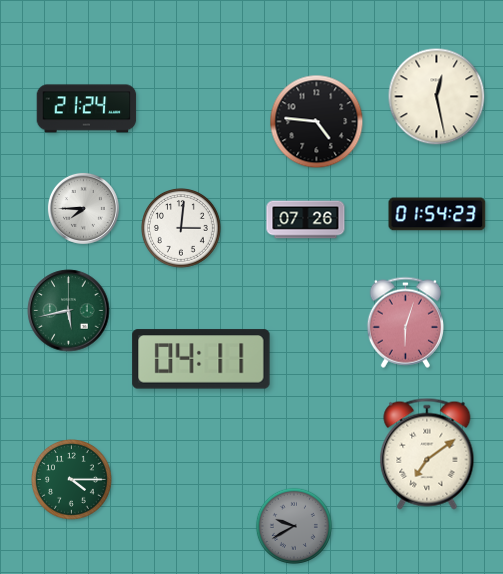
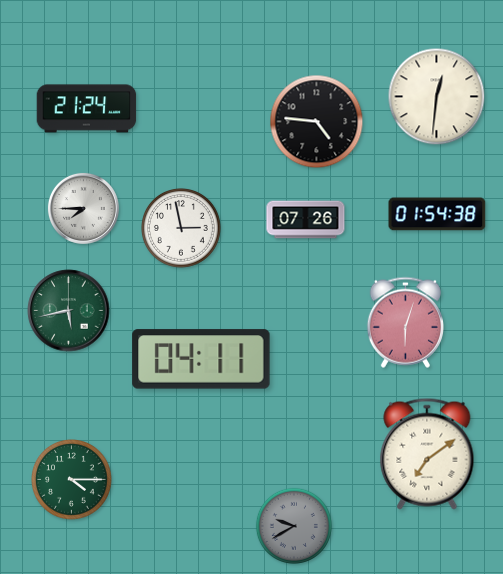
clock at (437, 97): 12:28 -> 12:31
clock at (437, 214): 01:54:23 -> 01:54:38
clock at (182, 229): 3:01 -> 2:58
